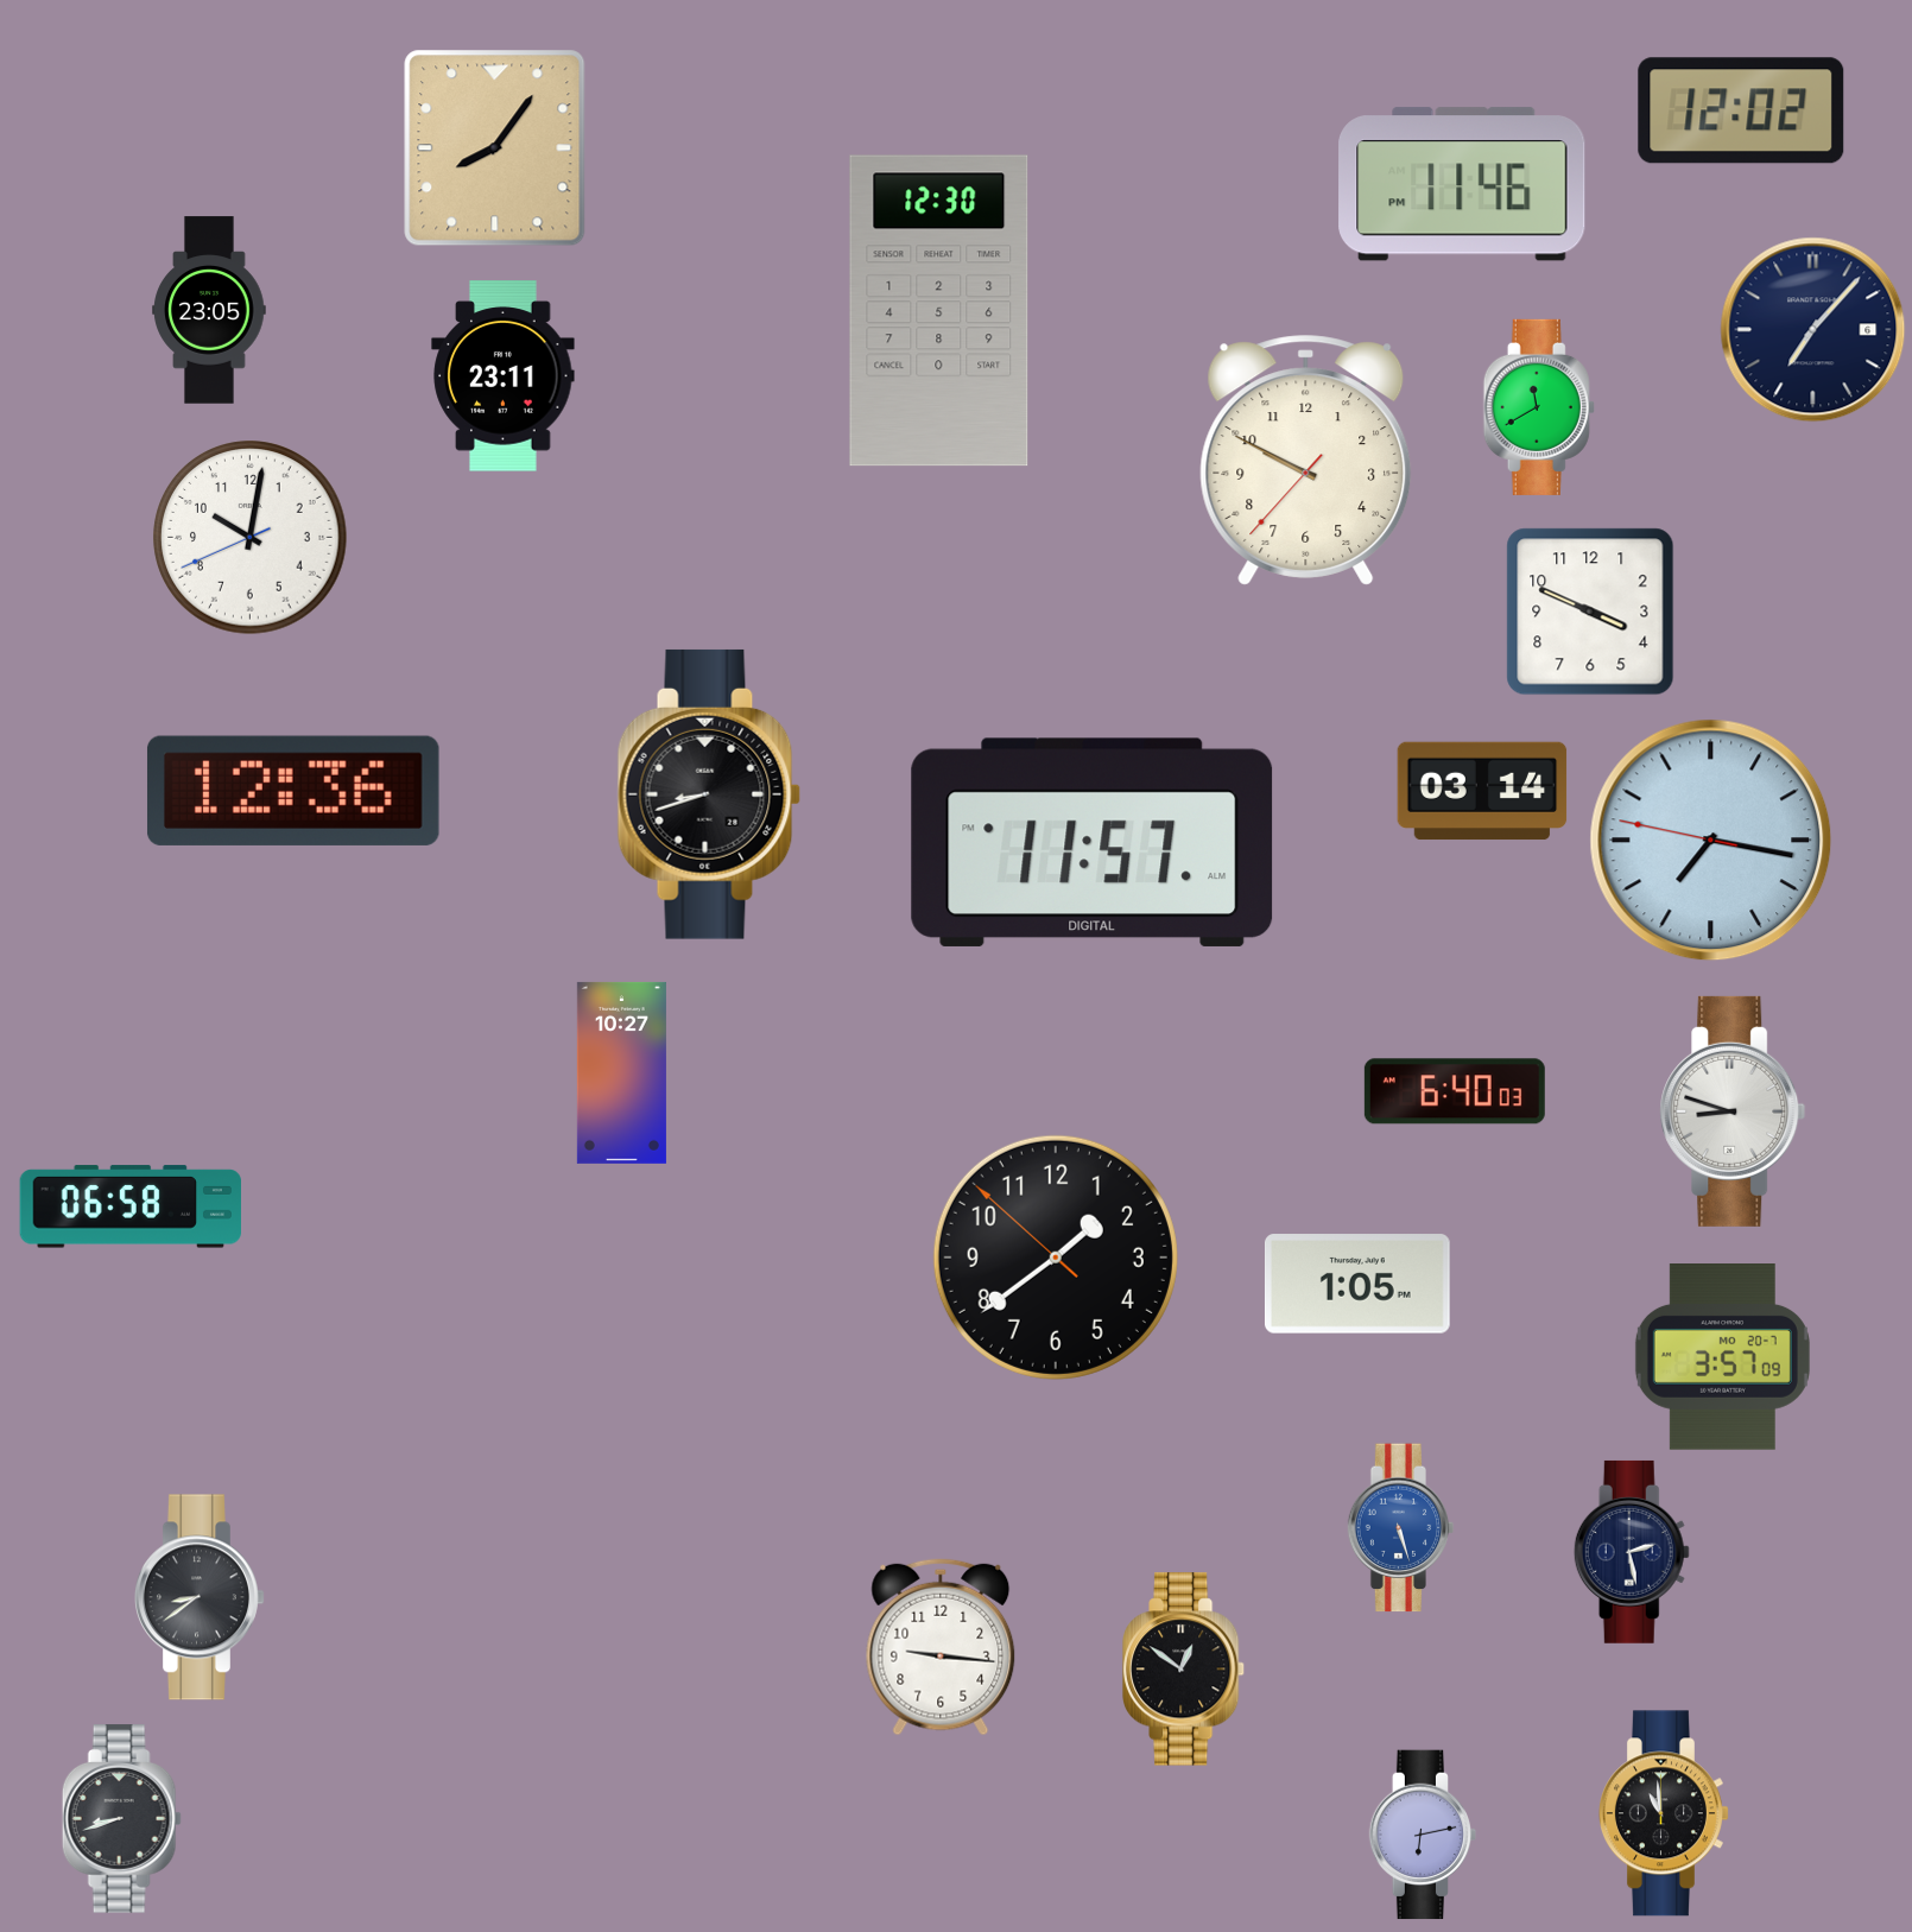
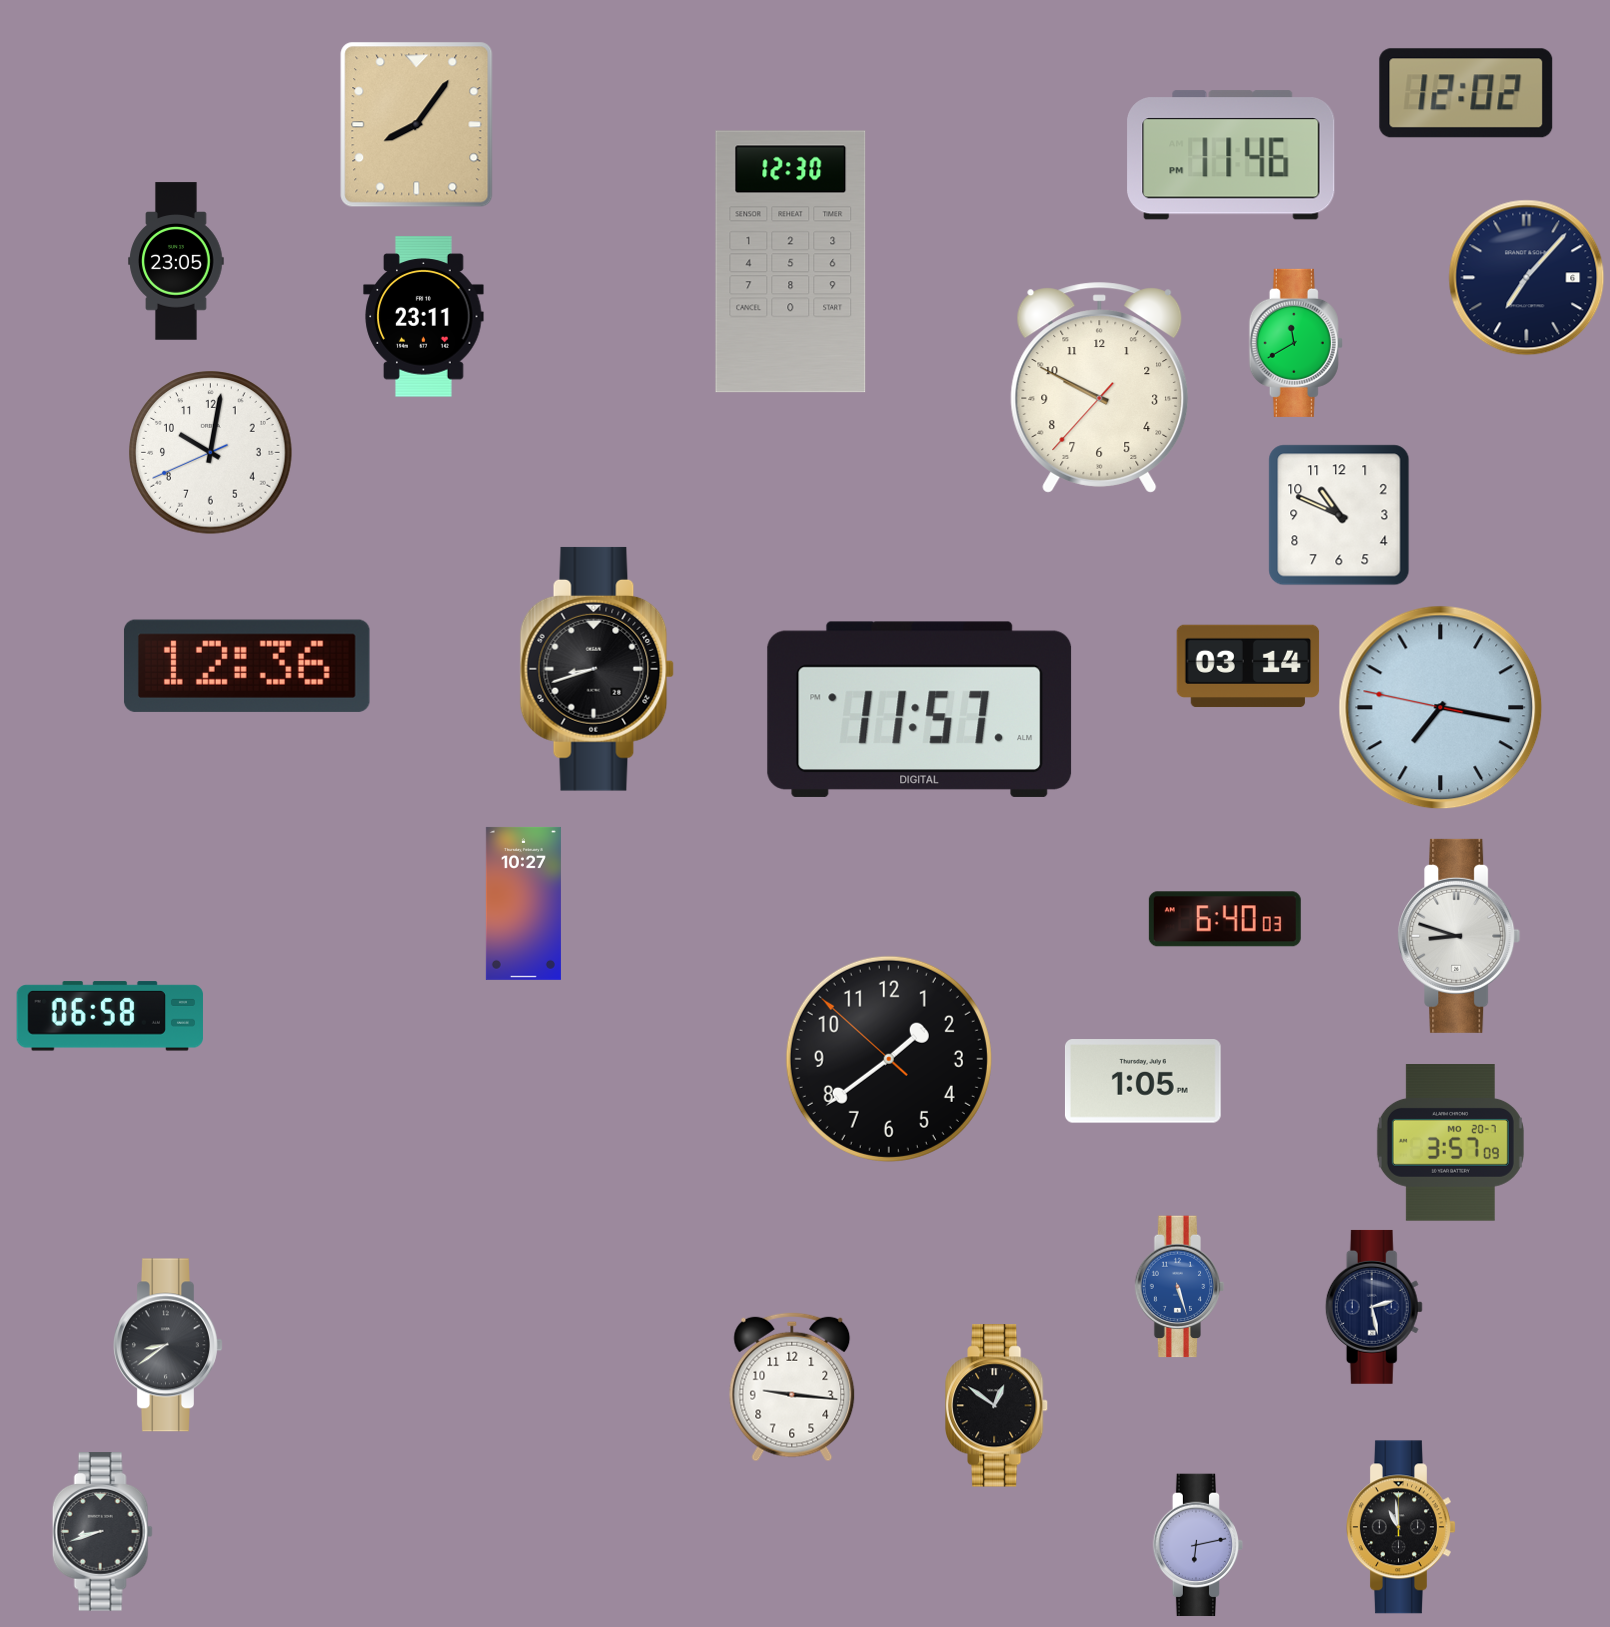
clock at (1590, 612): 3:49 -> 10:49
